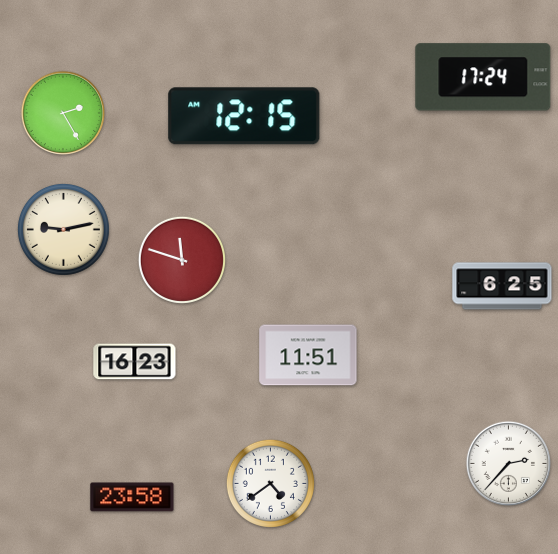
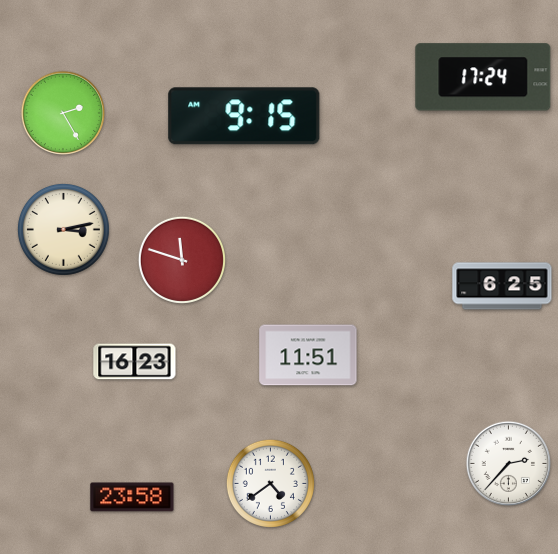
clock at (244, 116): 12:15 -> 9:15
clock at (63, 229): 9:13 -> 3:13
